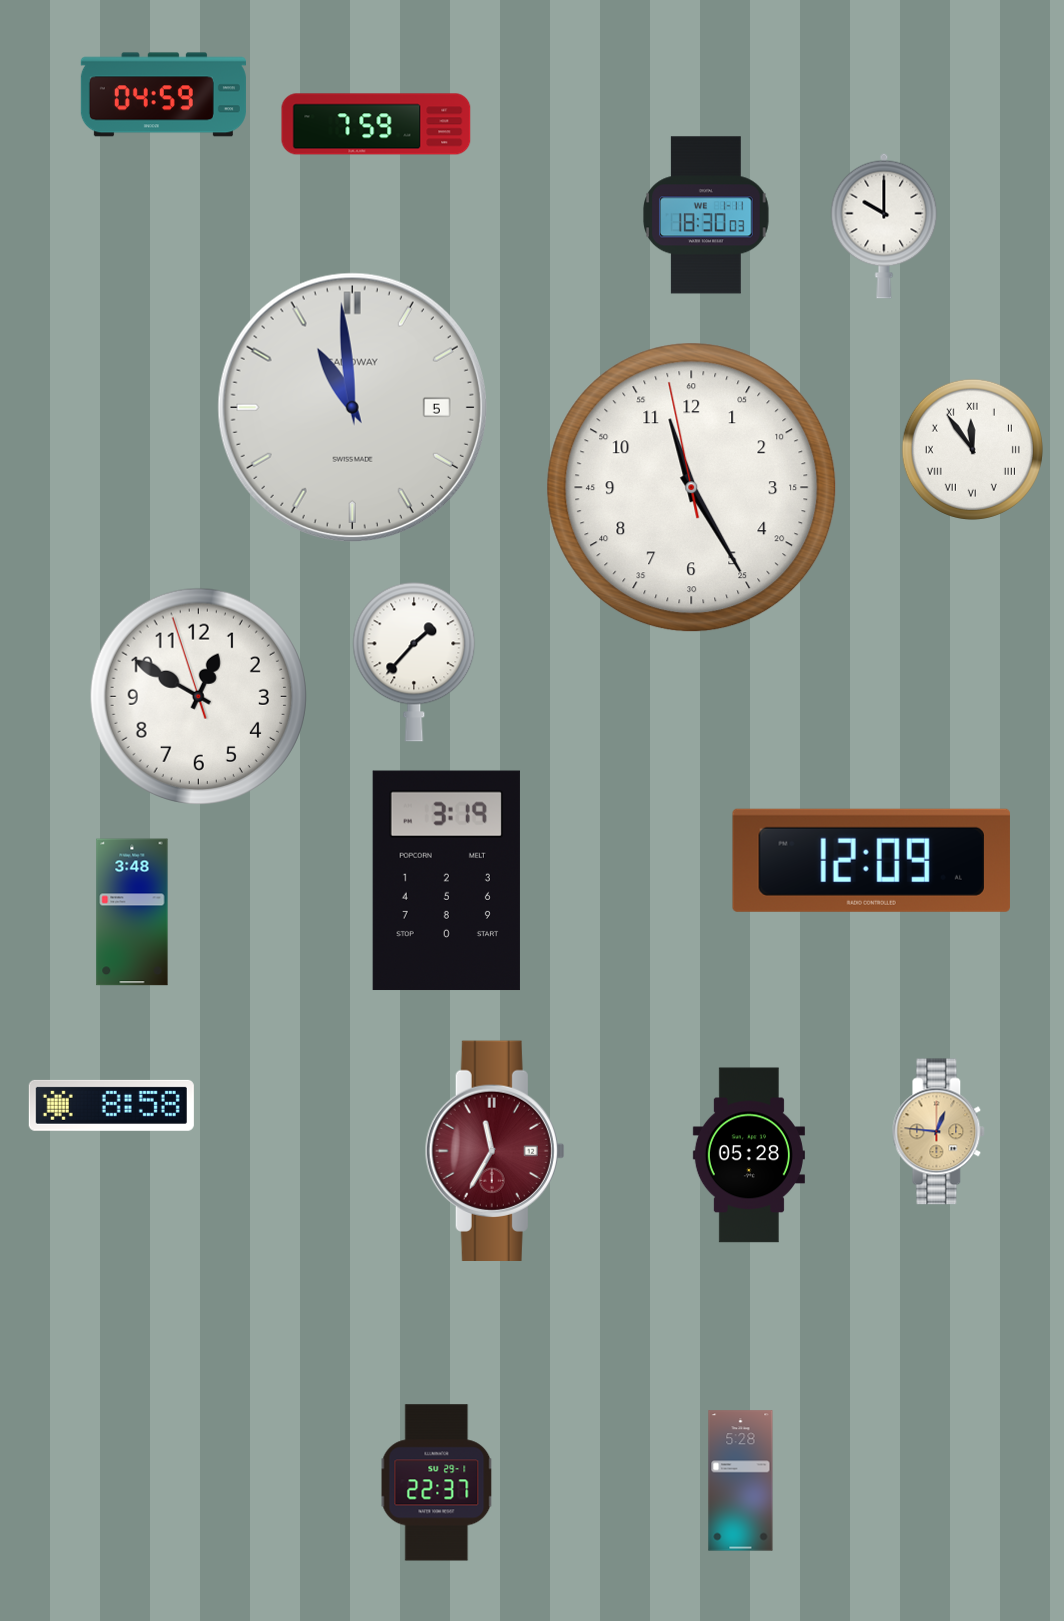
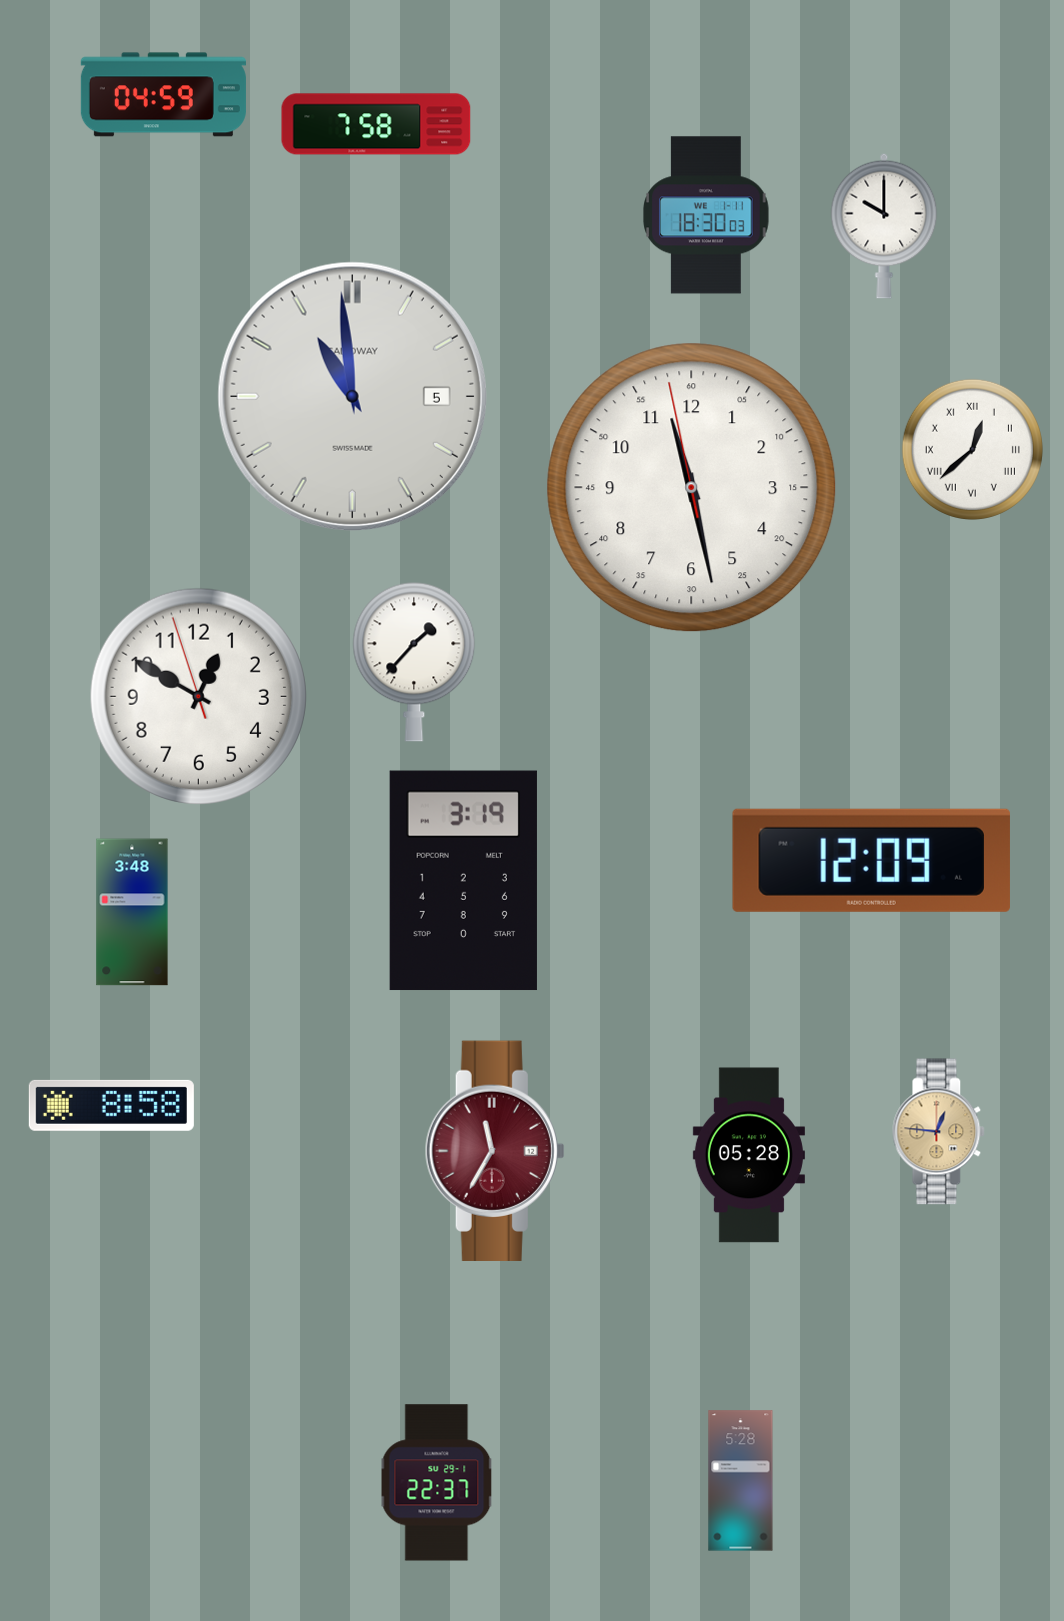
clock at (376, 124): 7:59 -> 7:58
clock at (352, 407) position: (352, 407) -> (352, 396)
clock at (972, 449): 11:54 -> 12:38
clock at (692, 488): 11:24 -> 11:27
clock at (446, 881) position: (446, 881) -> (463, 881)
